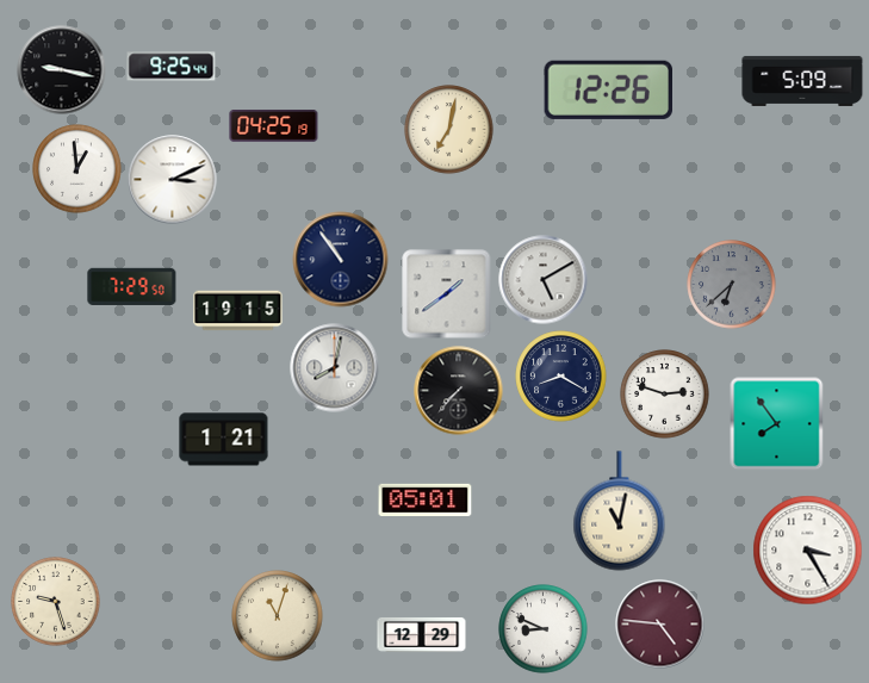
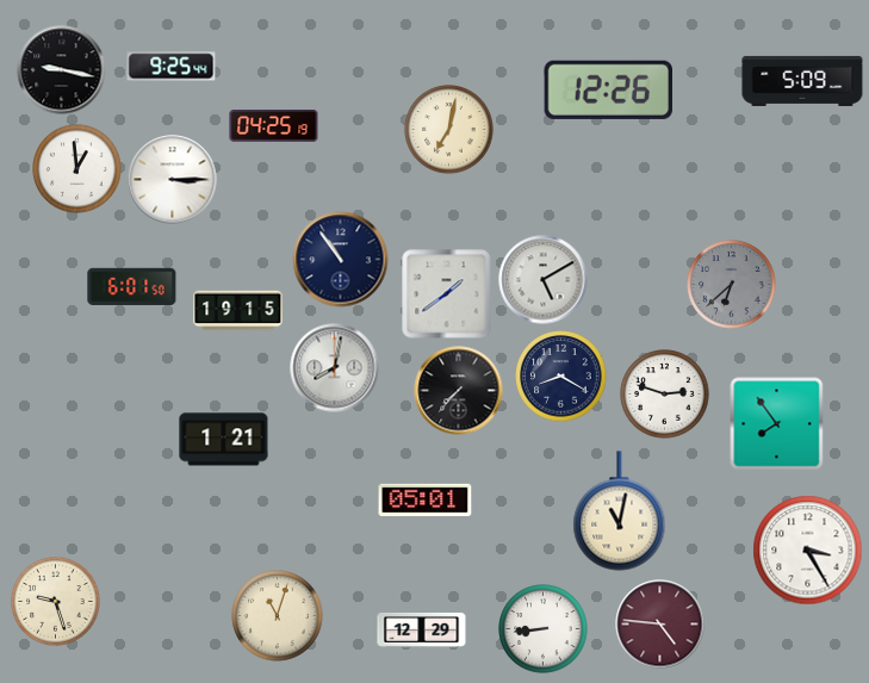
clock at (173, 180): 3:11 -> 3:15
clock at (132, 286): 7:29 -> 6:01
clock at (544, 629): 8:49 -> 8:44
clock at (422, 634) position: (422, 634) -> (422, 629)
